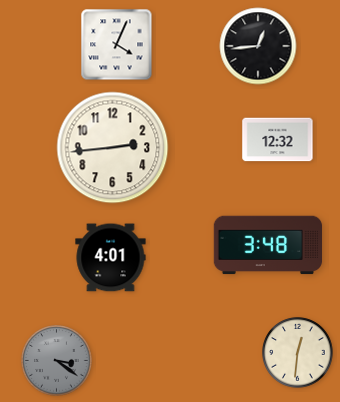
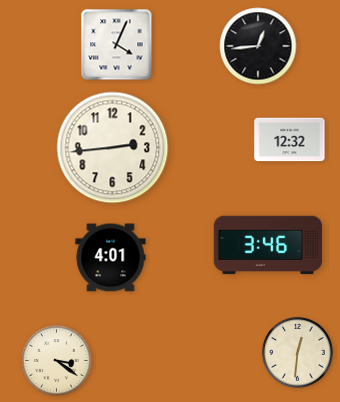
clock at (278, 140) position: (278, 140) -> (290, 140)
clock at (268, 245): 3:48 -> 3:46
clock at (57, 361) dial: grey -> cream
